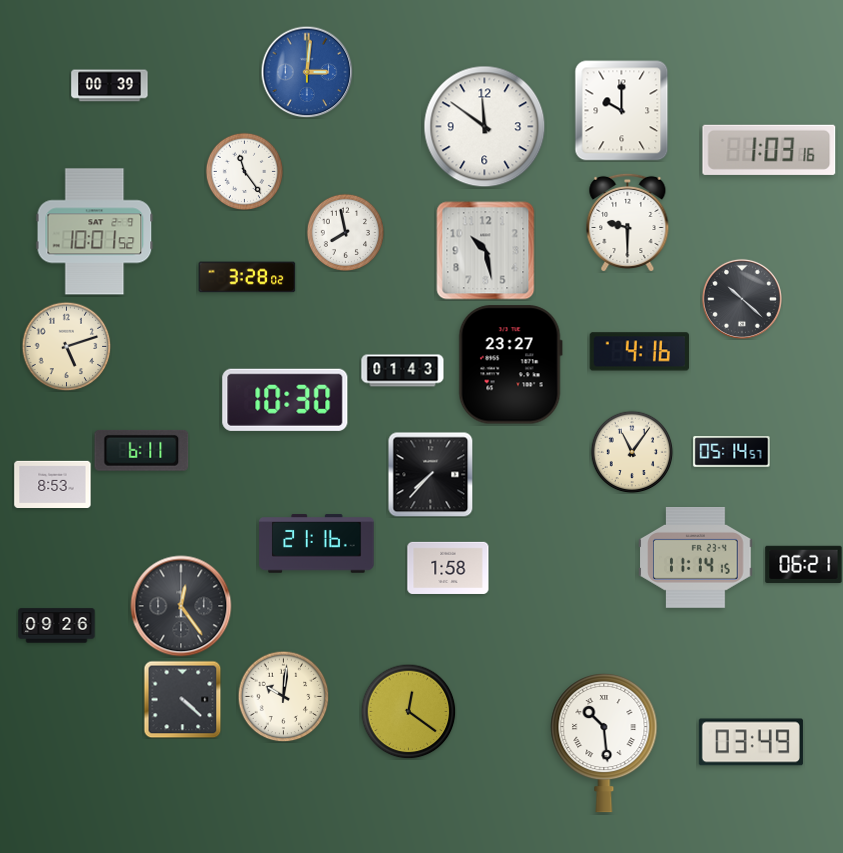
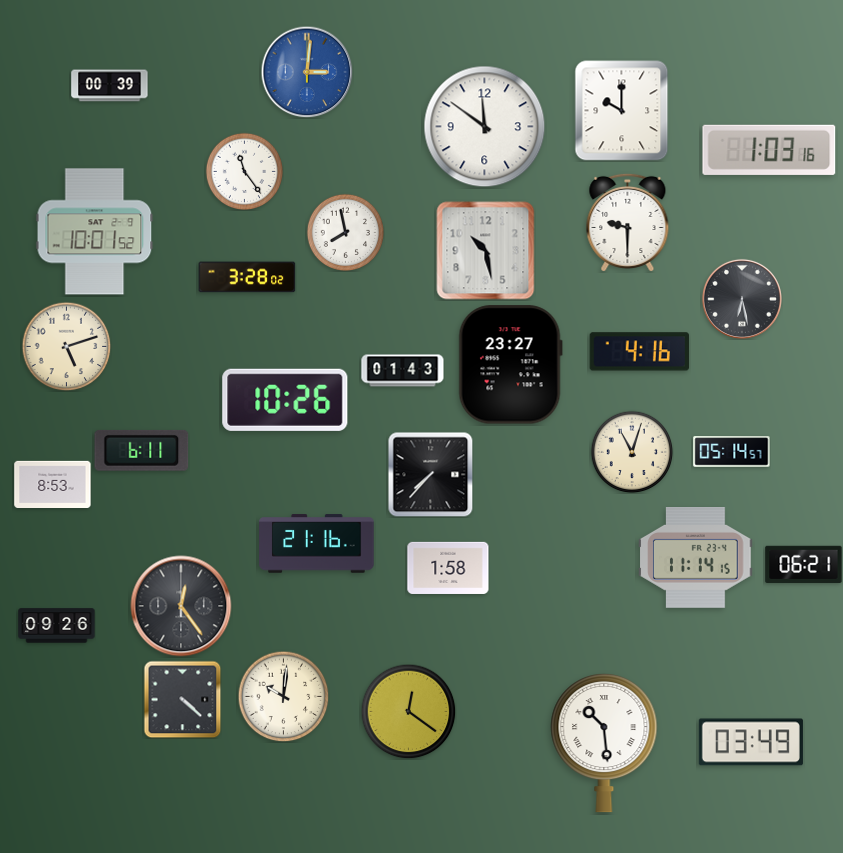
clock at (742, 299): 10:22 -> 6:28
clock at (285, 400): 10:30 -> 10:26
clock at (632, 452): 11:06 -> 11:03
